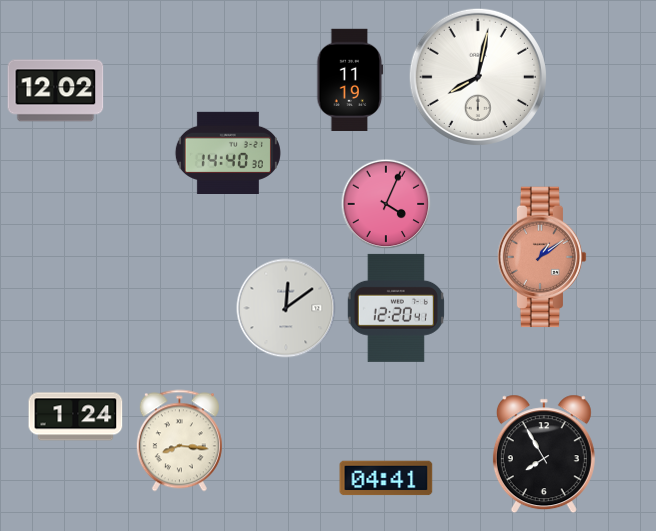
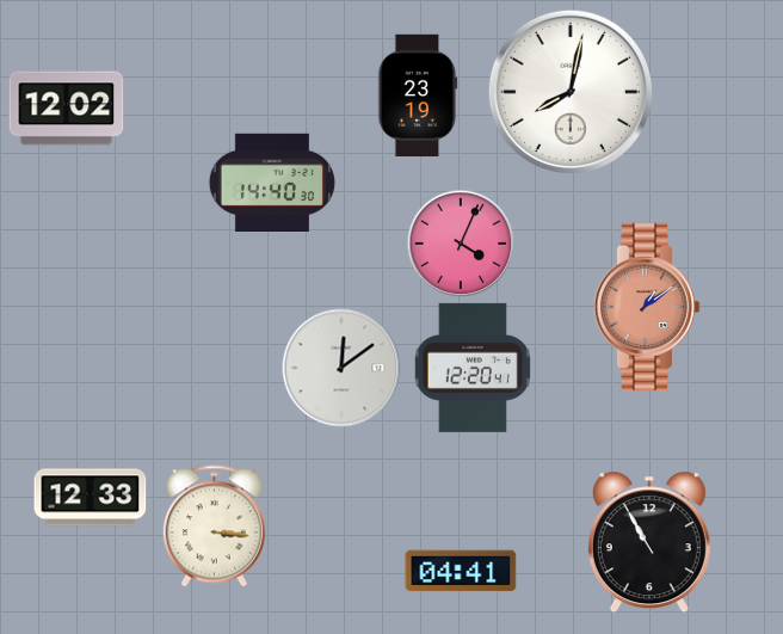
clock at (350, 79): 11:19 -> 23:19
clock at (76, 417): 1:24 -> 12:33
clock at (179, 441): 8:16 -> 3:16
clock at (544, 454): 7:55 -> 10:55
